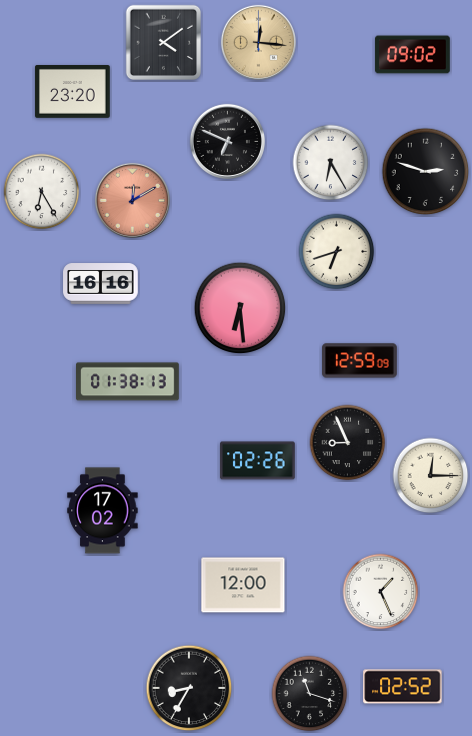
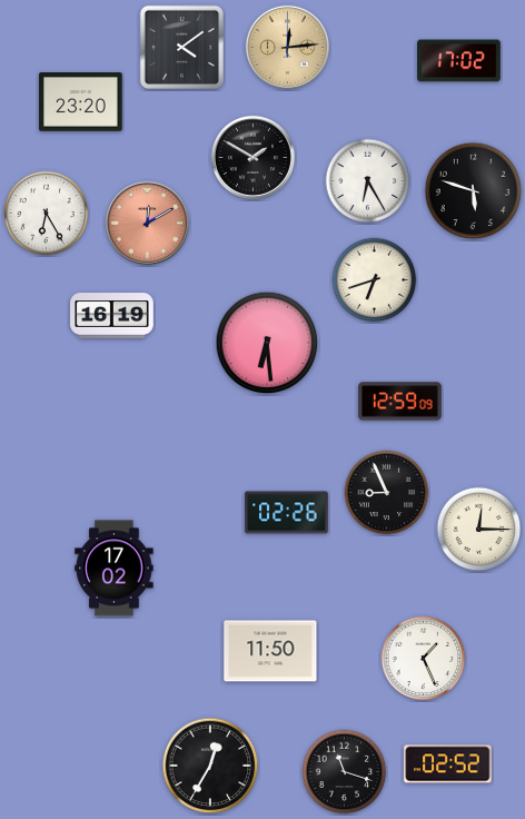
clock at (258, 42): 12:16 -> 12:14
clock at (413, 55): 09:02 -> 17:02
clock at (227, 141): 6:49 -> 1:50
clock at (426, 172): 2:48 -> 5:48
clock at (101, 284): 16:16 -> 16:19
clock at (128, 382): 01:38 -> none
clock at (243, 585): 12:00 -> 11:50
clock at (189, 688): 8:35 -> 12:35
